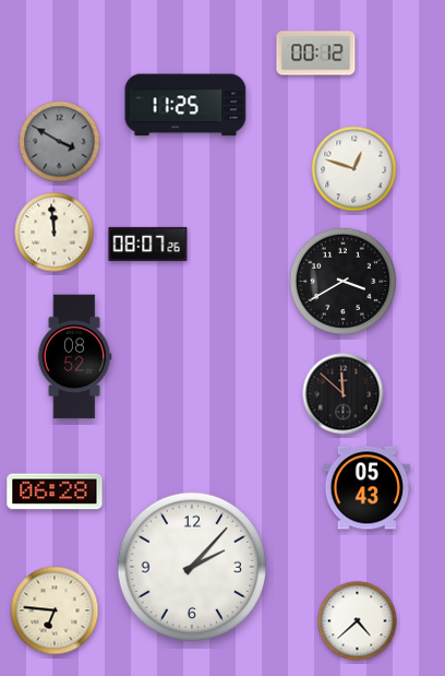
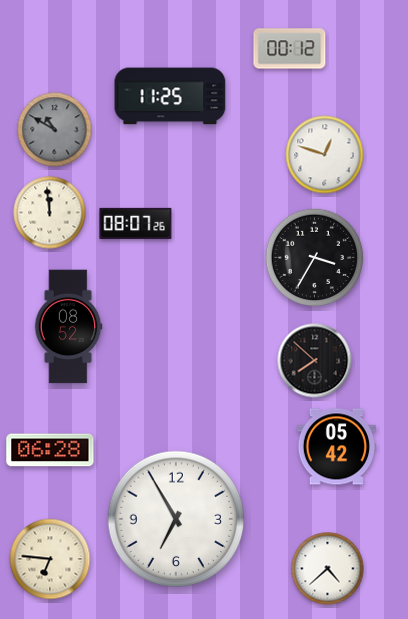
clock at (60, 142): 3:50 -> 10:50
clock at (344, 282): 3:40 -> 3:35
clock at (344, 394): 11:52 -> 7:52
clock at (366, 488): 05:43 -> 05:42
clock at (192, 567): 2:07 -> 6:55
